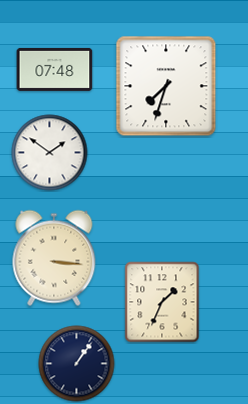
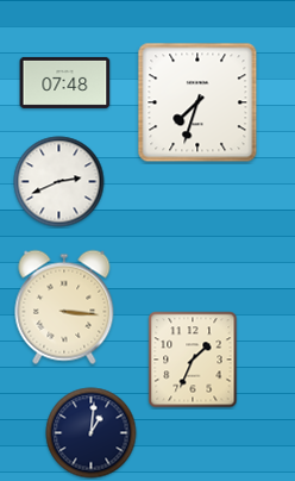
clock at (50, 153): 1:51 -> 2:41
clock at (77, 364): 1:06 -> 1:01
